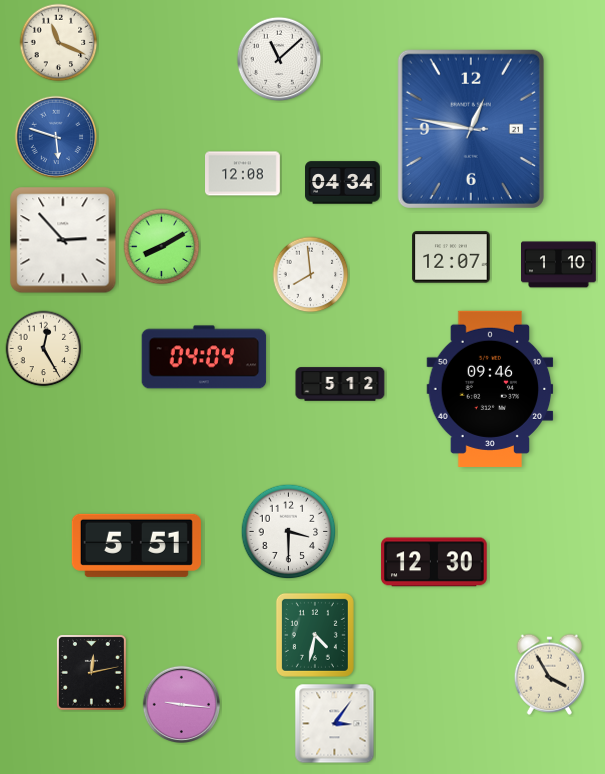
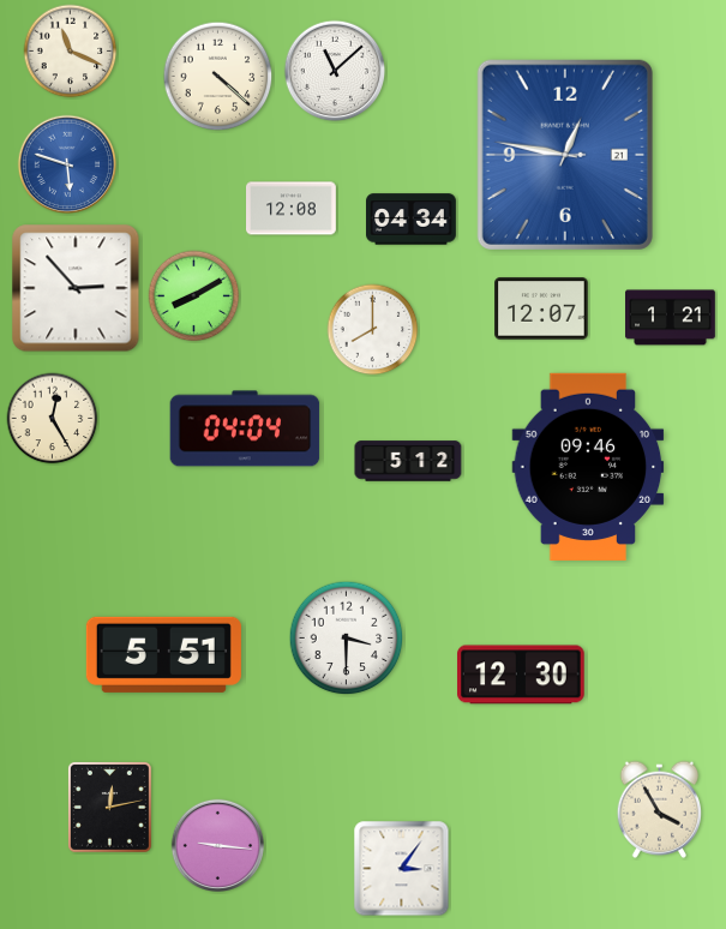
clock at (218, 77): none -> 4:22
clock at (559, 265): 1:10 -> 1:21
clock at (311, 275): 7:59 -> 8:00
clock at (315, 635): 4:32 -> none
